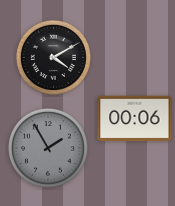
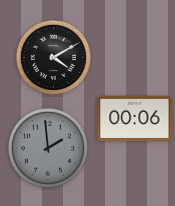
clock at (48, 148): 1:55 -> 1:59
